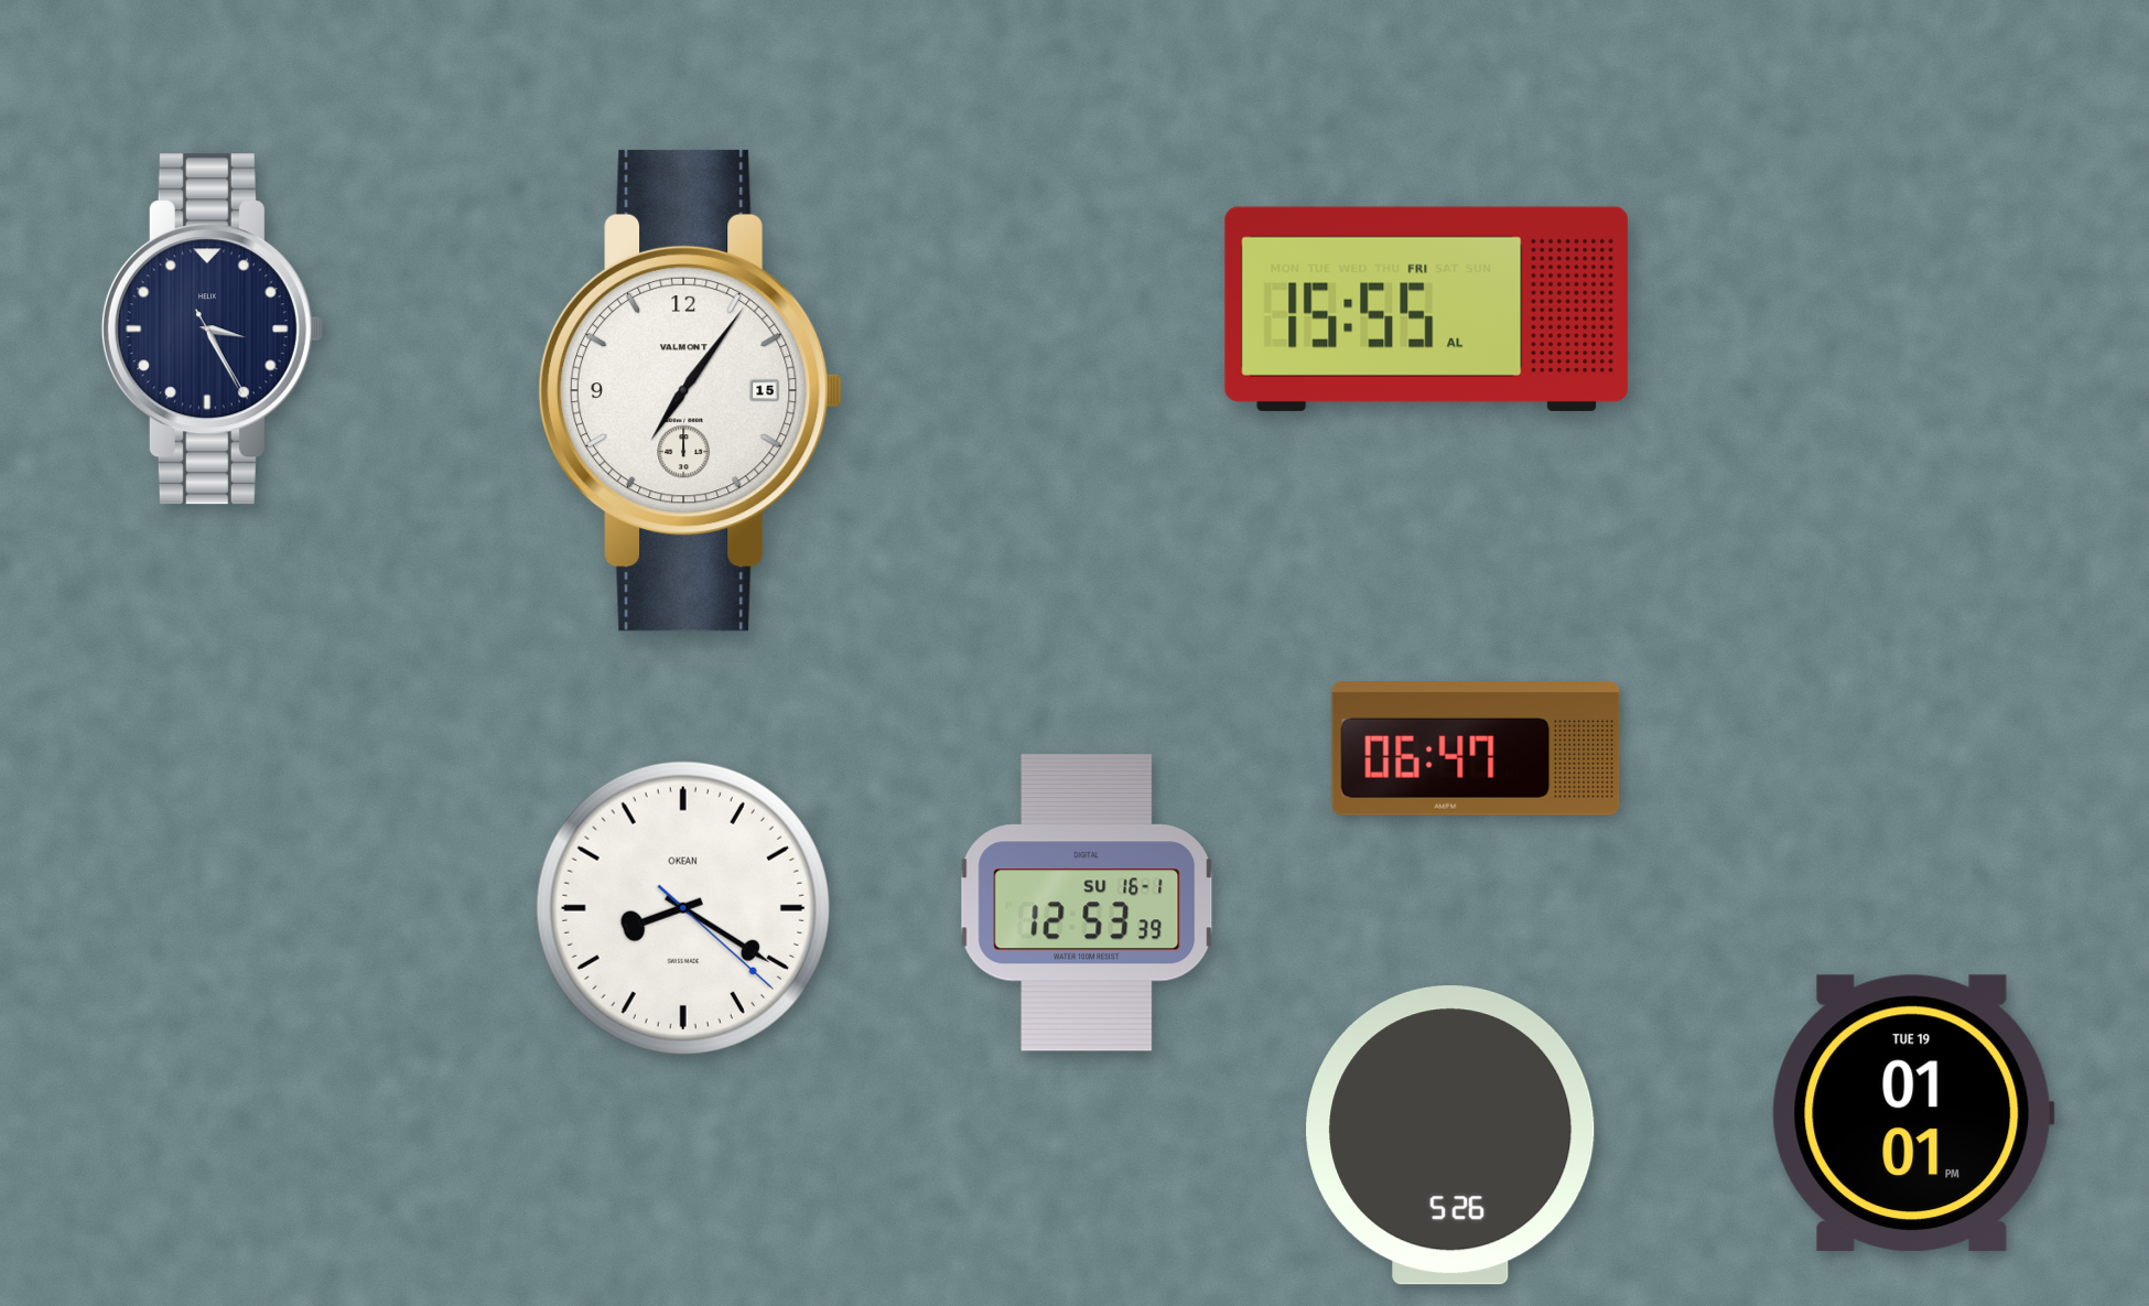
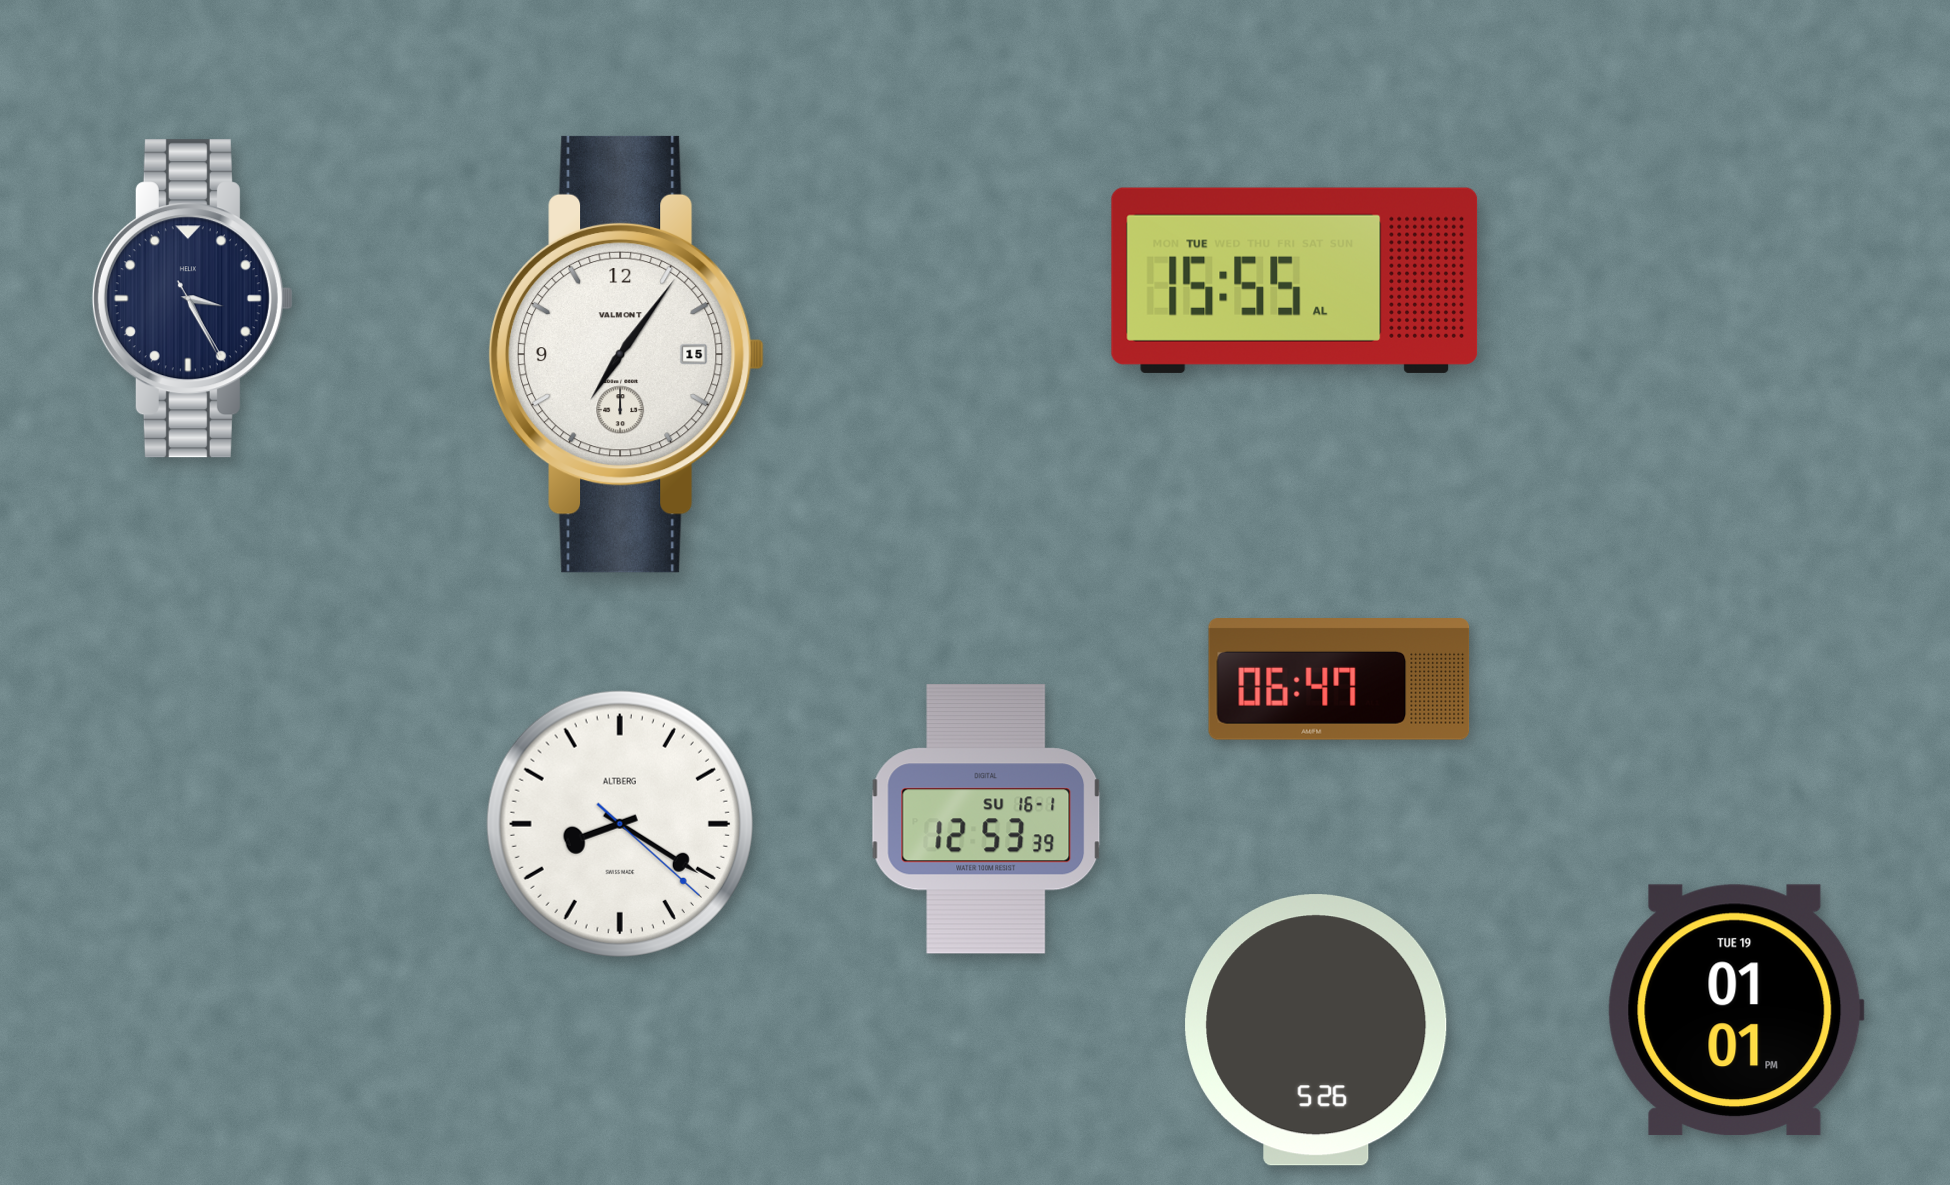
clock at (1427, 309) date: FRI -> TUE
clock at (683, 908) brand: OKEAN -> ALTBERG
